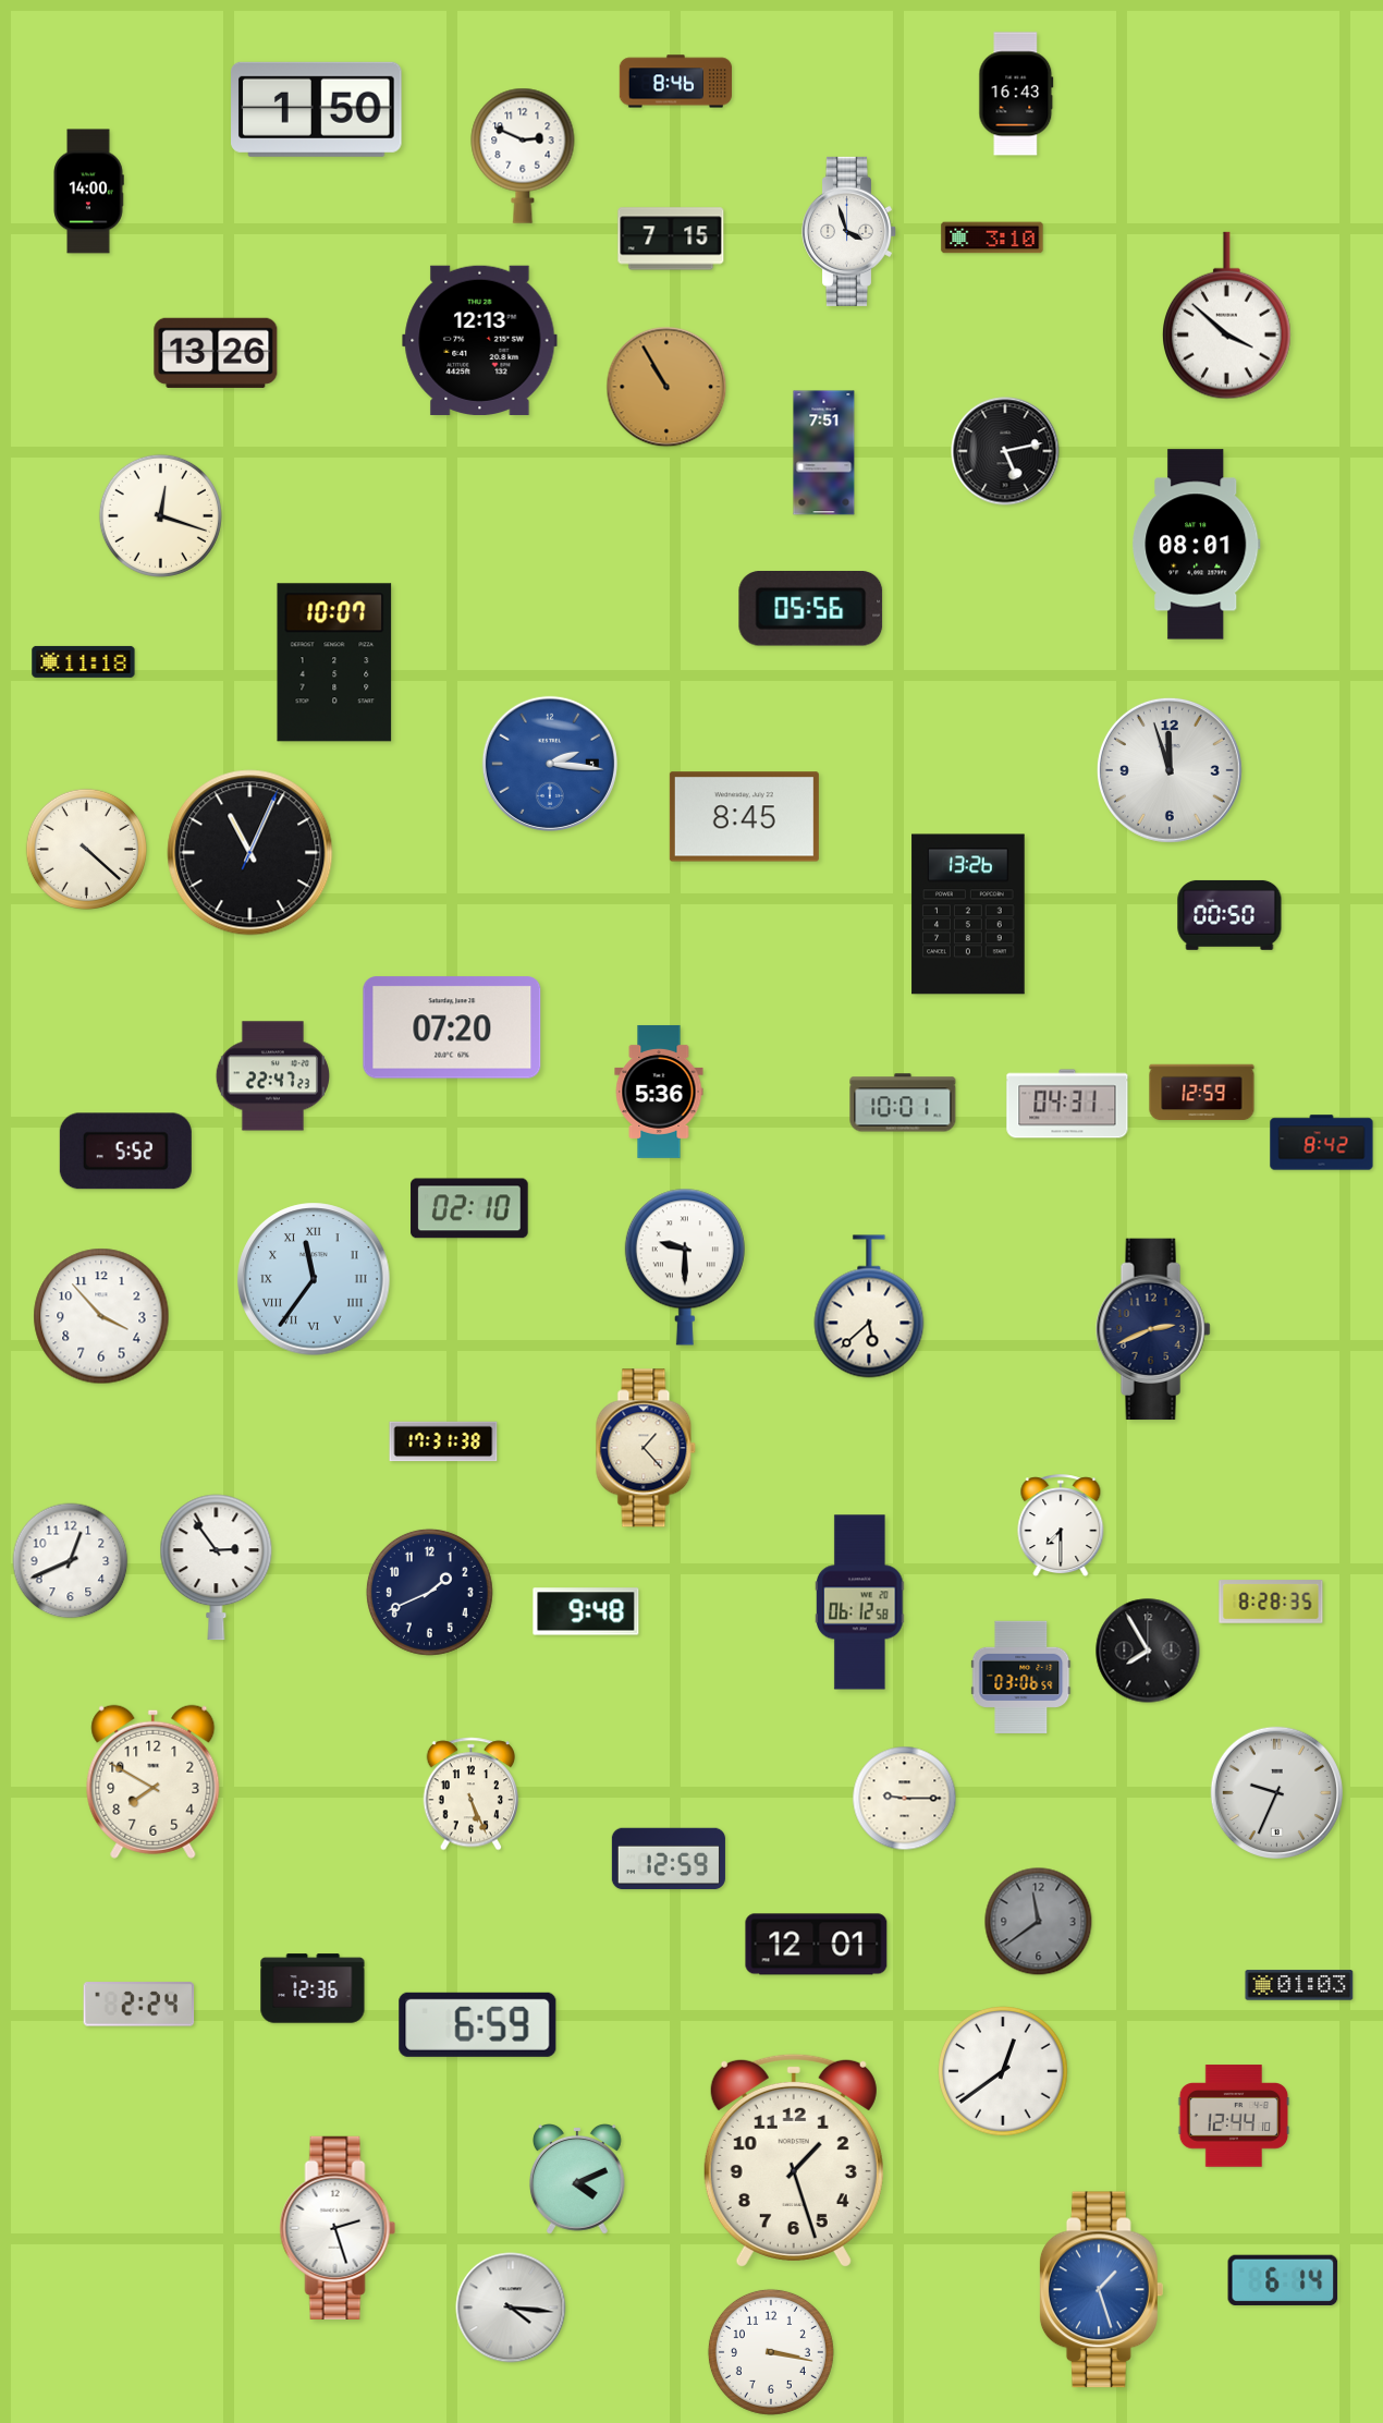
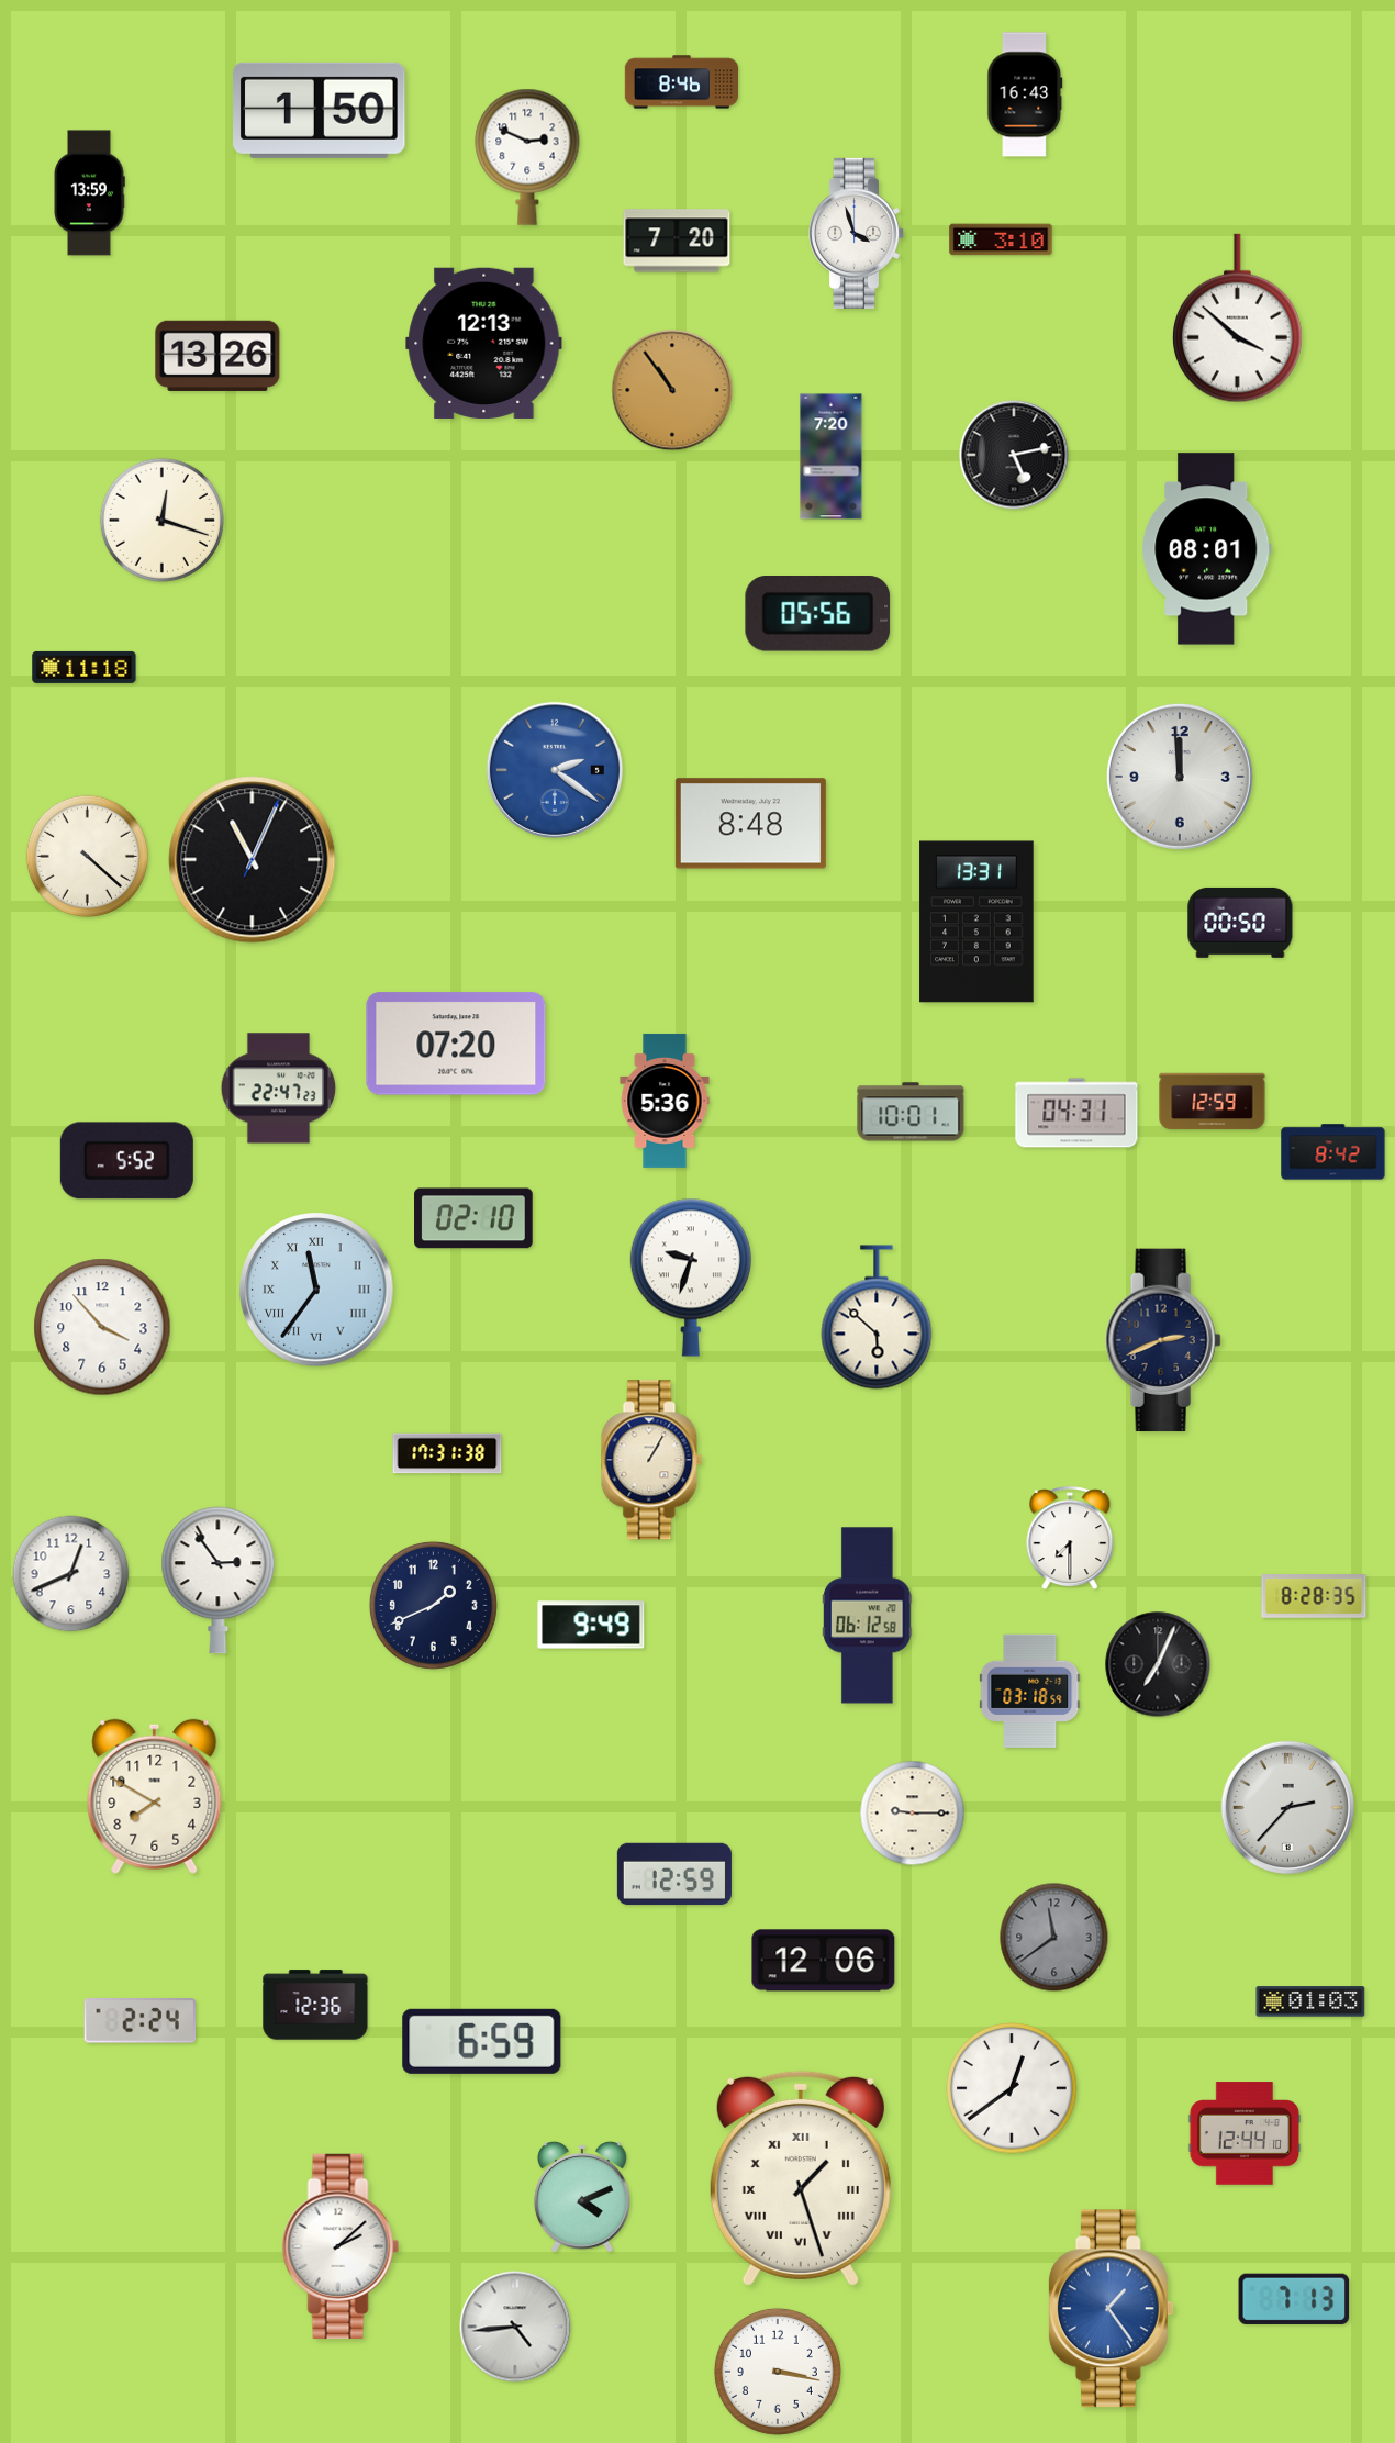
clock at (88, 192): 14:00 -> 13:59
clock at (671, 239): 7:15 -> 7:20
clock at (666, 387): 10:55 -> 10:54
clock at (824, 453): 7:51 -> 7:20
clock at (334, 662): 10:07 -> none
clock at (550, 764): 2:16 -> 2:21
clock at (1170, 770): 11:57 -> 11:59
clock at (744, 817): 8:45 -> 8:48
clock at (968, 914): 13:26 -> 13:31
clock at (452, 1027) position: (452, 1027) -> (456, 1044)
clock at (273, 1076) position: (273, 1076) -> (279, 1089)
clock at (685, 1267): 9:30 -> 9:33
clock at (869, 1306): 5:38 -> 5:52
clock at (646, 1448): 1:23 -> 1:05
clock at (1271, 1602) position: (1271, 1602) -> (1314, 1596)
clock at (586, 1611): 9:48 -> 9:49
clock at (1148, 1651): 7:55 -> 7:04
clock at (1021, 1677): 03:06 -> 03:18
clock at (1276, 1792): 9:34 -> 2:37
clock at (472, 1794): 5:26 -> none
clock at (1039, 1922) position: (1039, 1922) -> (1054, 1938)
clock at (817, 1945): 12:01 -> 12:06
clock at (794, 2160) numerals: Arabic -> Roman
clock at (338, 2228): 2:27 -> 2:08
clock at (1283, 2280): 6:14 -> 7:13
clock at (1101, 2290): 1:27 -> 1:24
clock at (511, 2308): 4:16 -> 4:44
